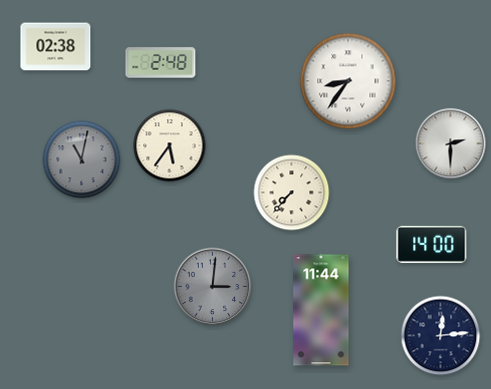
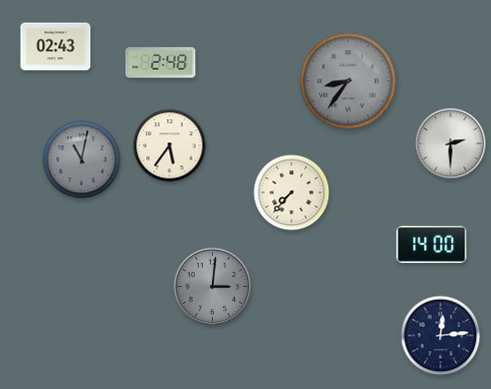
clock at (56, 47): 02:38 -> 02:43
clock at (348, 81) dial: white -> grey
clock at (321, 310): 11:44 -> none
